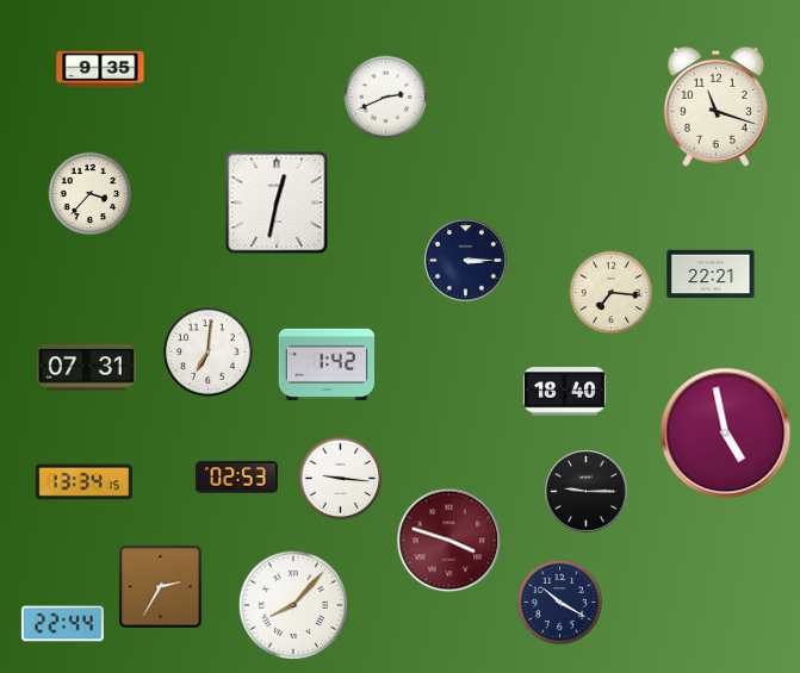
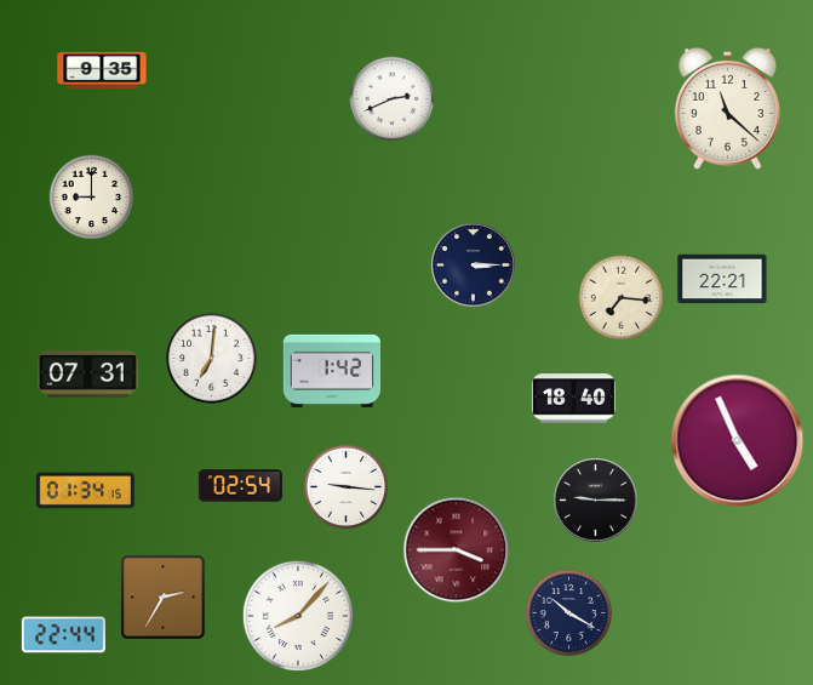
clock at (715, 106): 11:18 -> 11:22
clock at (91, 194): 3:37 -> 9:00
clock at (277, 202): 12:32 -> none
clock at (726, 434): 4:58 -> 4:56
clock at (236, 478): 02:53 -> 02:54
clock at (83, 482): 13:34 -> 01:34
clock at (449, 541): 3:48 -> 3:45
